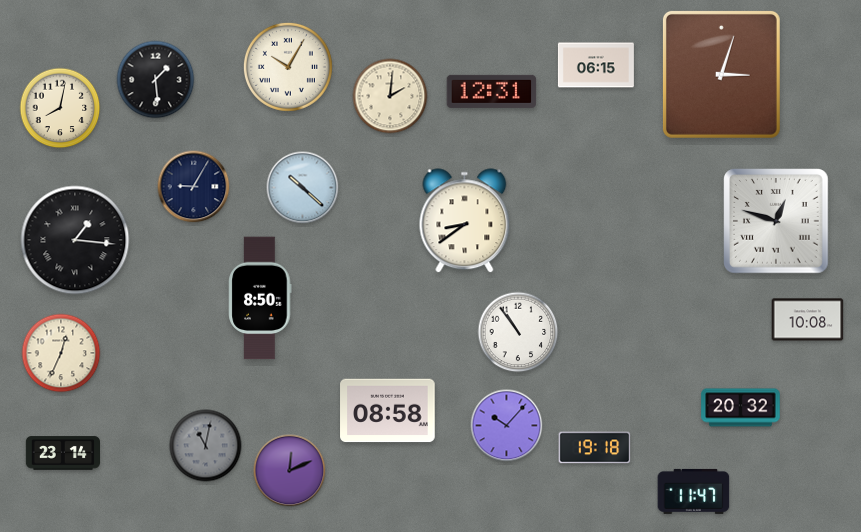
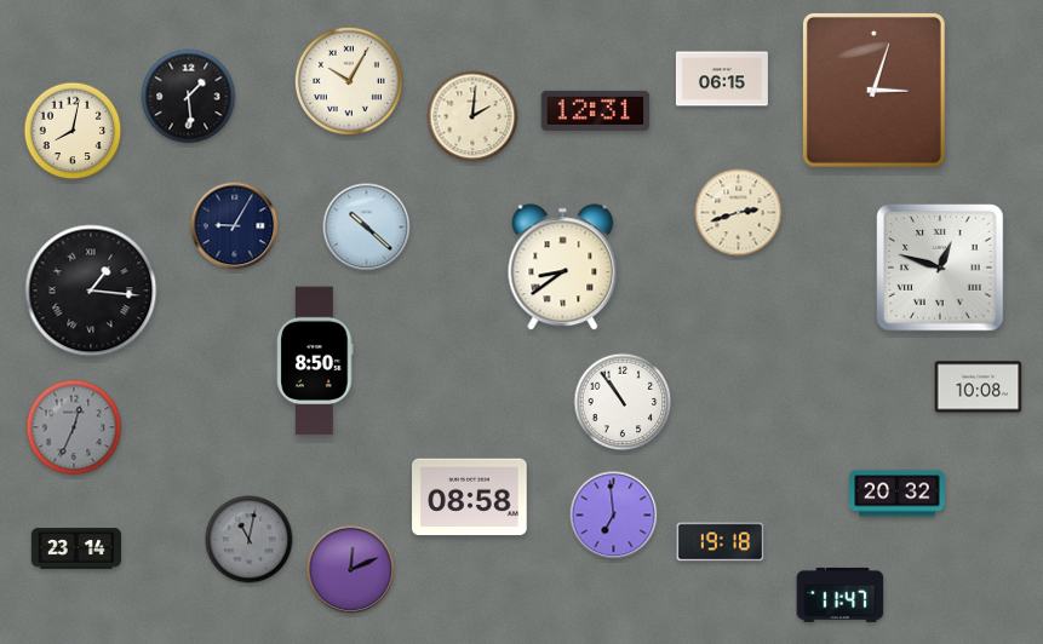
clock at (739, 213): none -> 2:42
clock at (518, 332) position: (518, 332) -> (623, 402)
clock at (61, 353) dial: cream -> grey
clock at (507, 426): 10:07 -> 6:59
